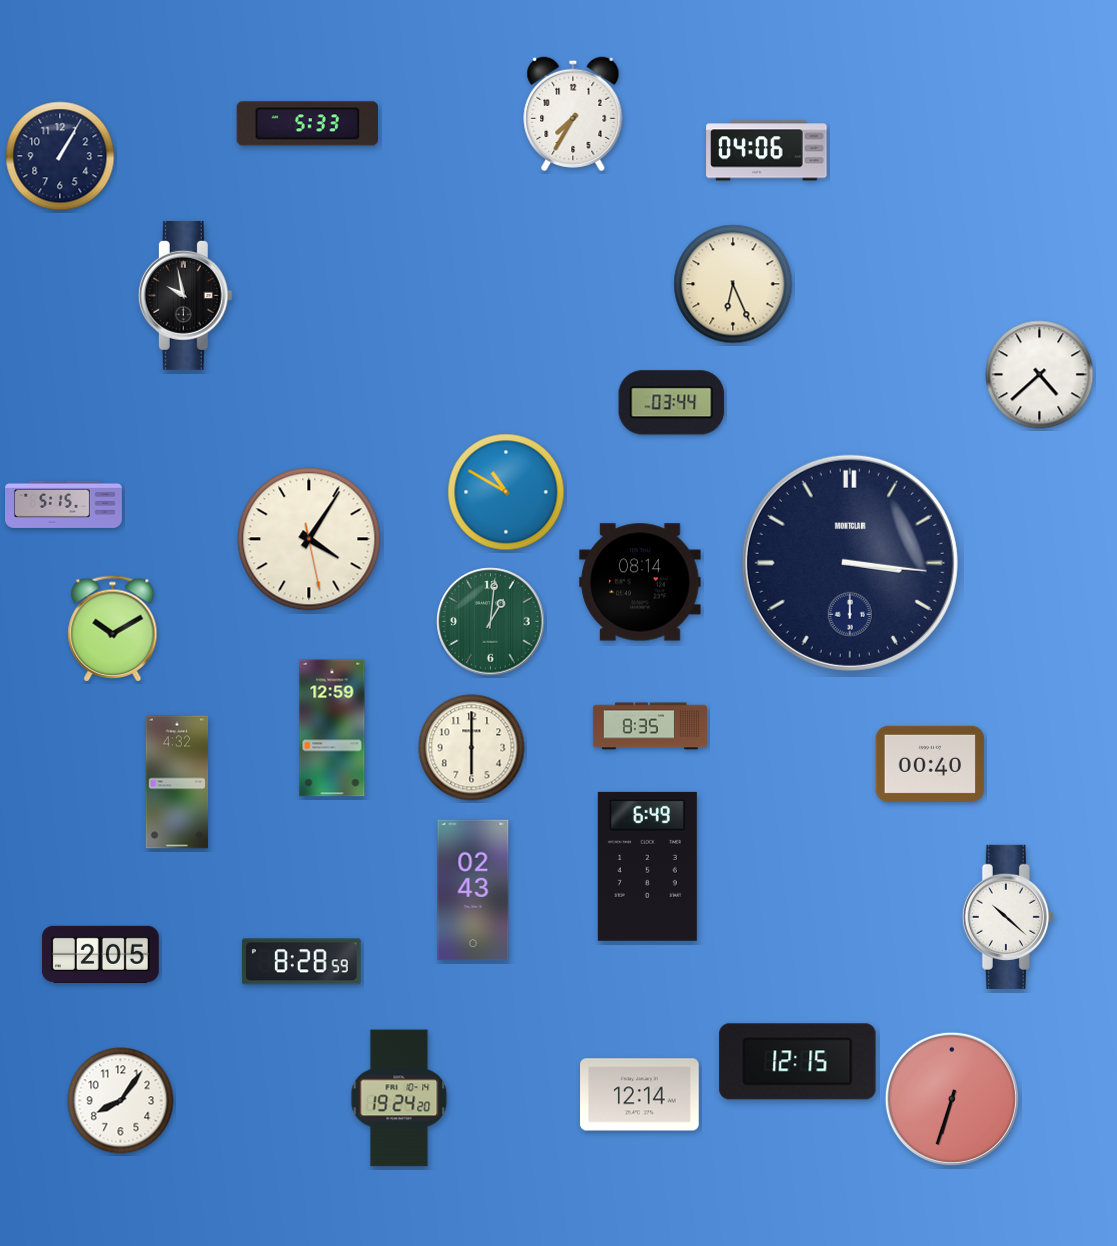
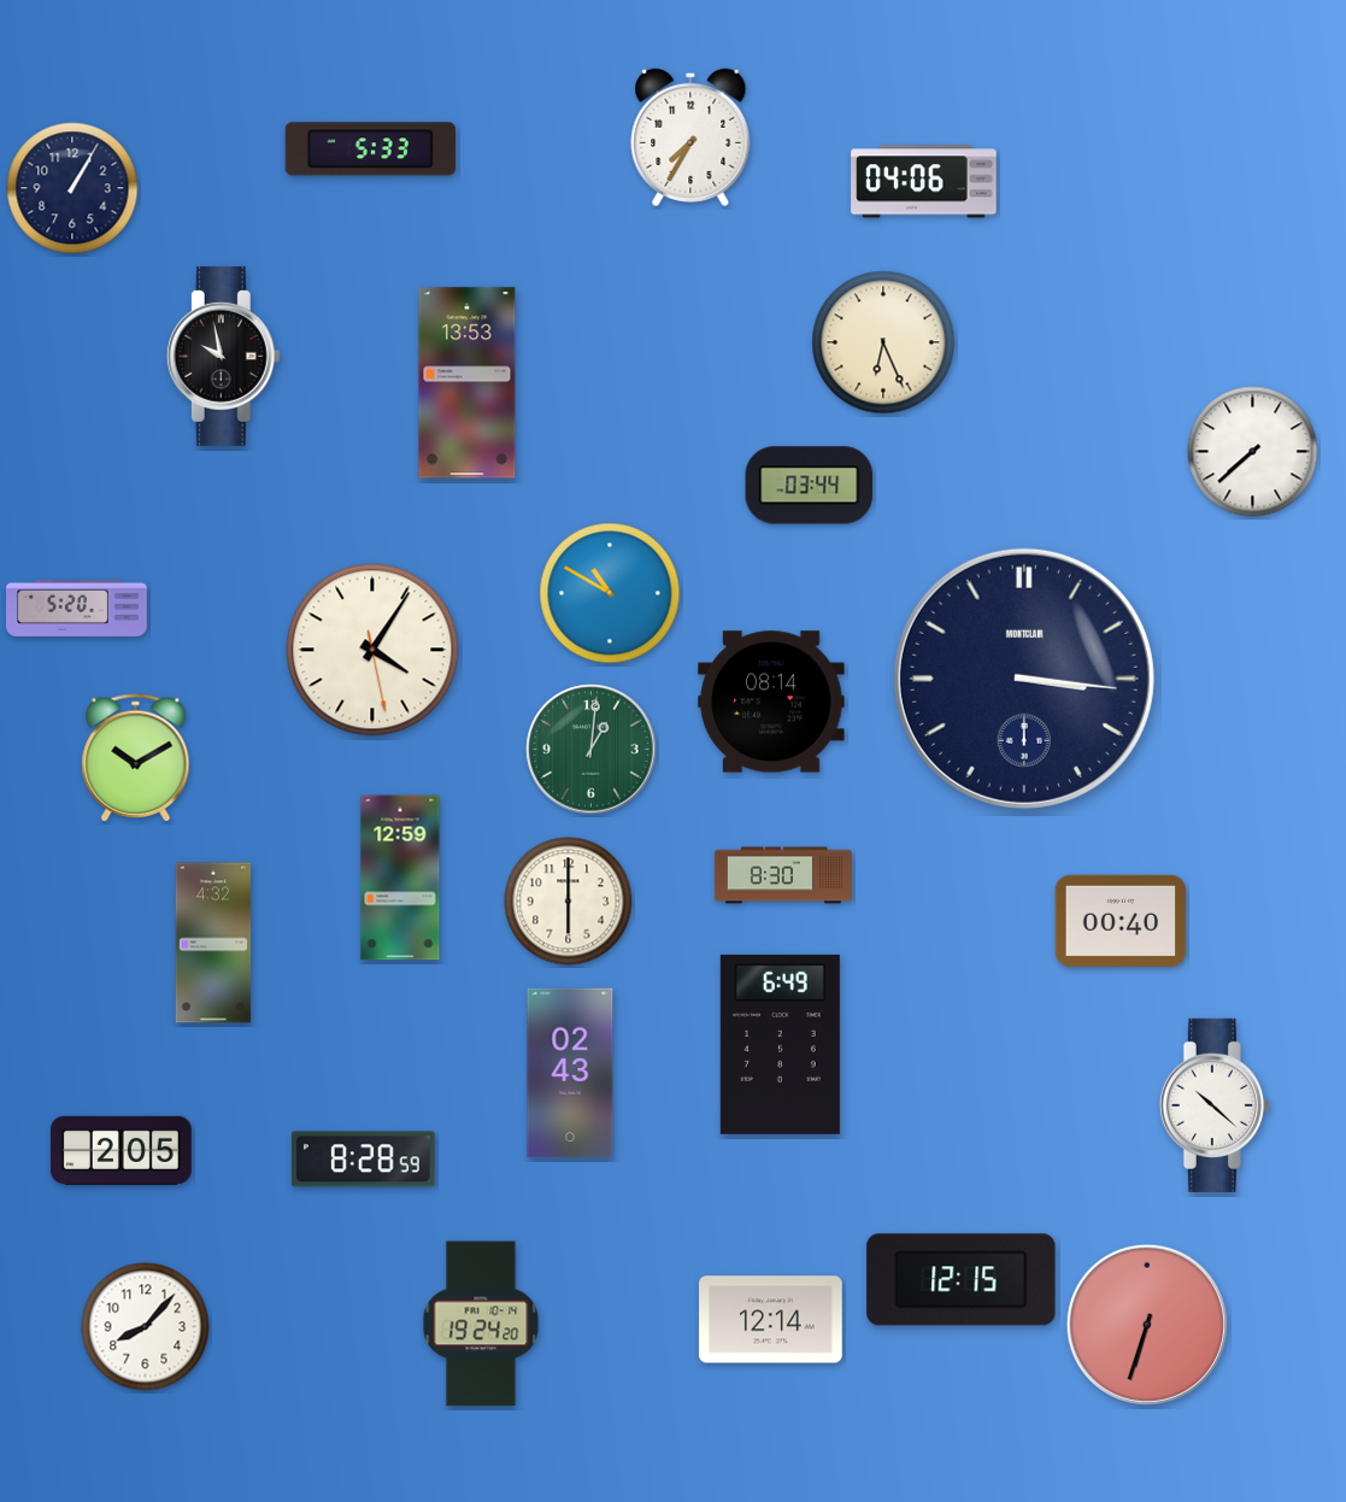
clock at (468, 383): none -> 13:53
clock at (1040, 375): 4:38 -> 7:38
clock at (64, 504): 5:15 -> 5:20
clock at (650, 726): 8:35 -> 8:30
clock at (121, 1101): 8:06 -> 8:07
